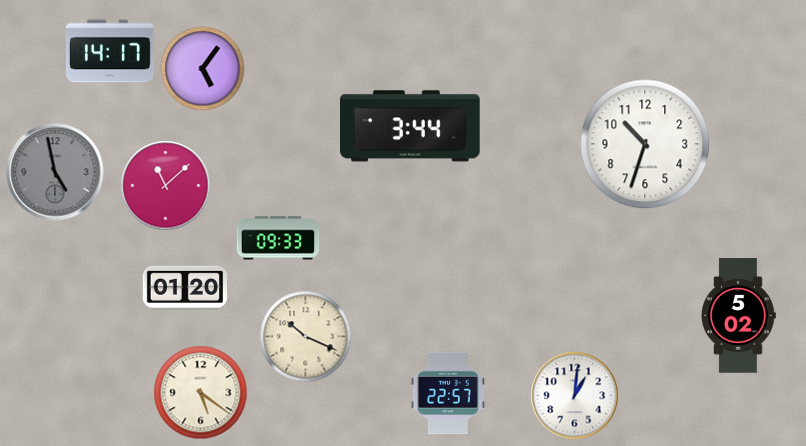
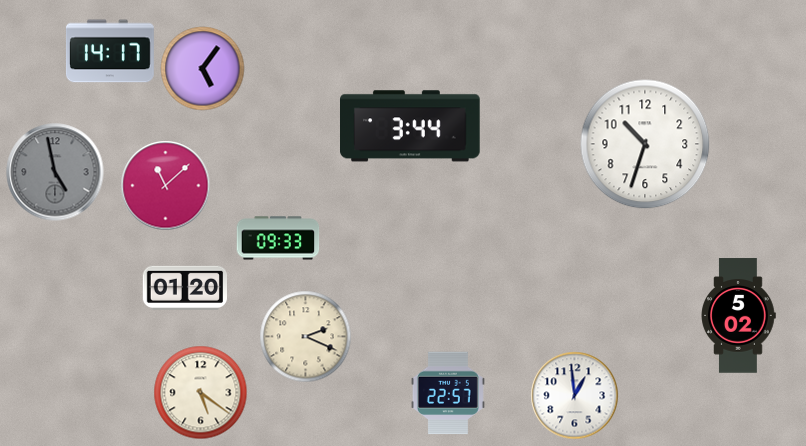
clock at (306, 337): 10:19 -> 2:19
clock at (575, 396): 1:01 -> 12:59
